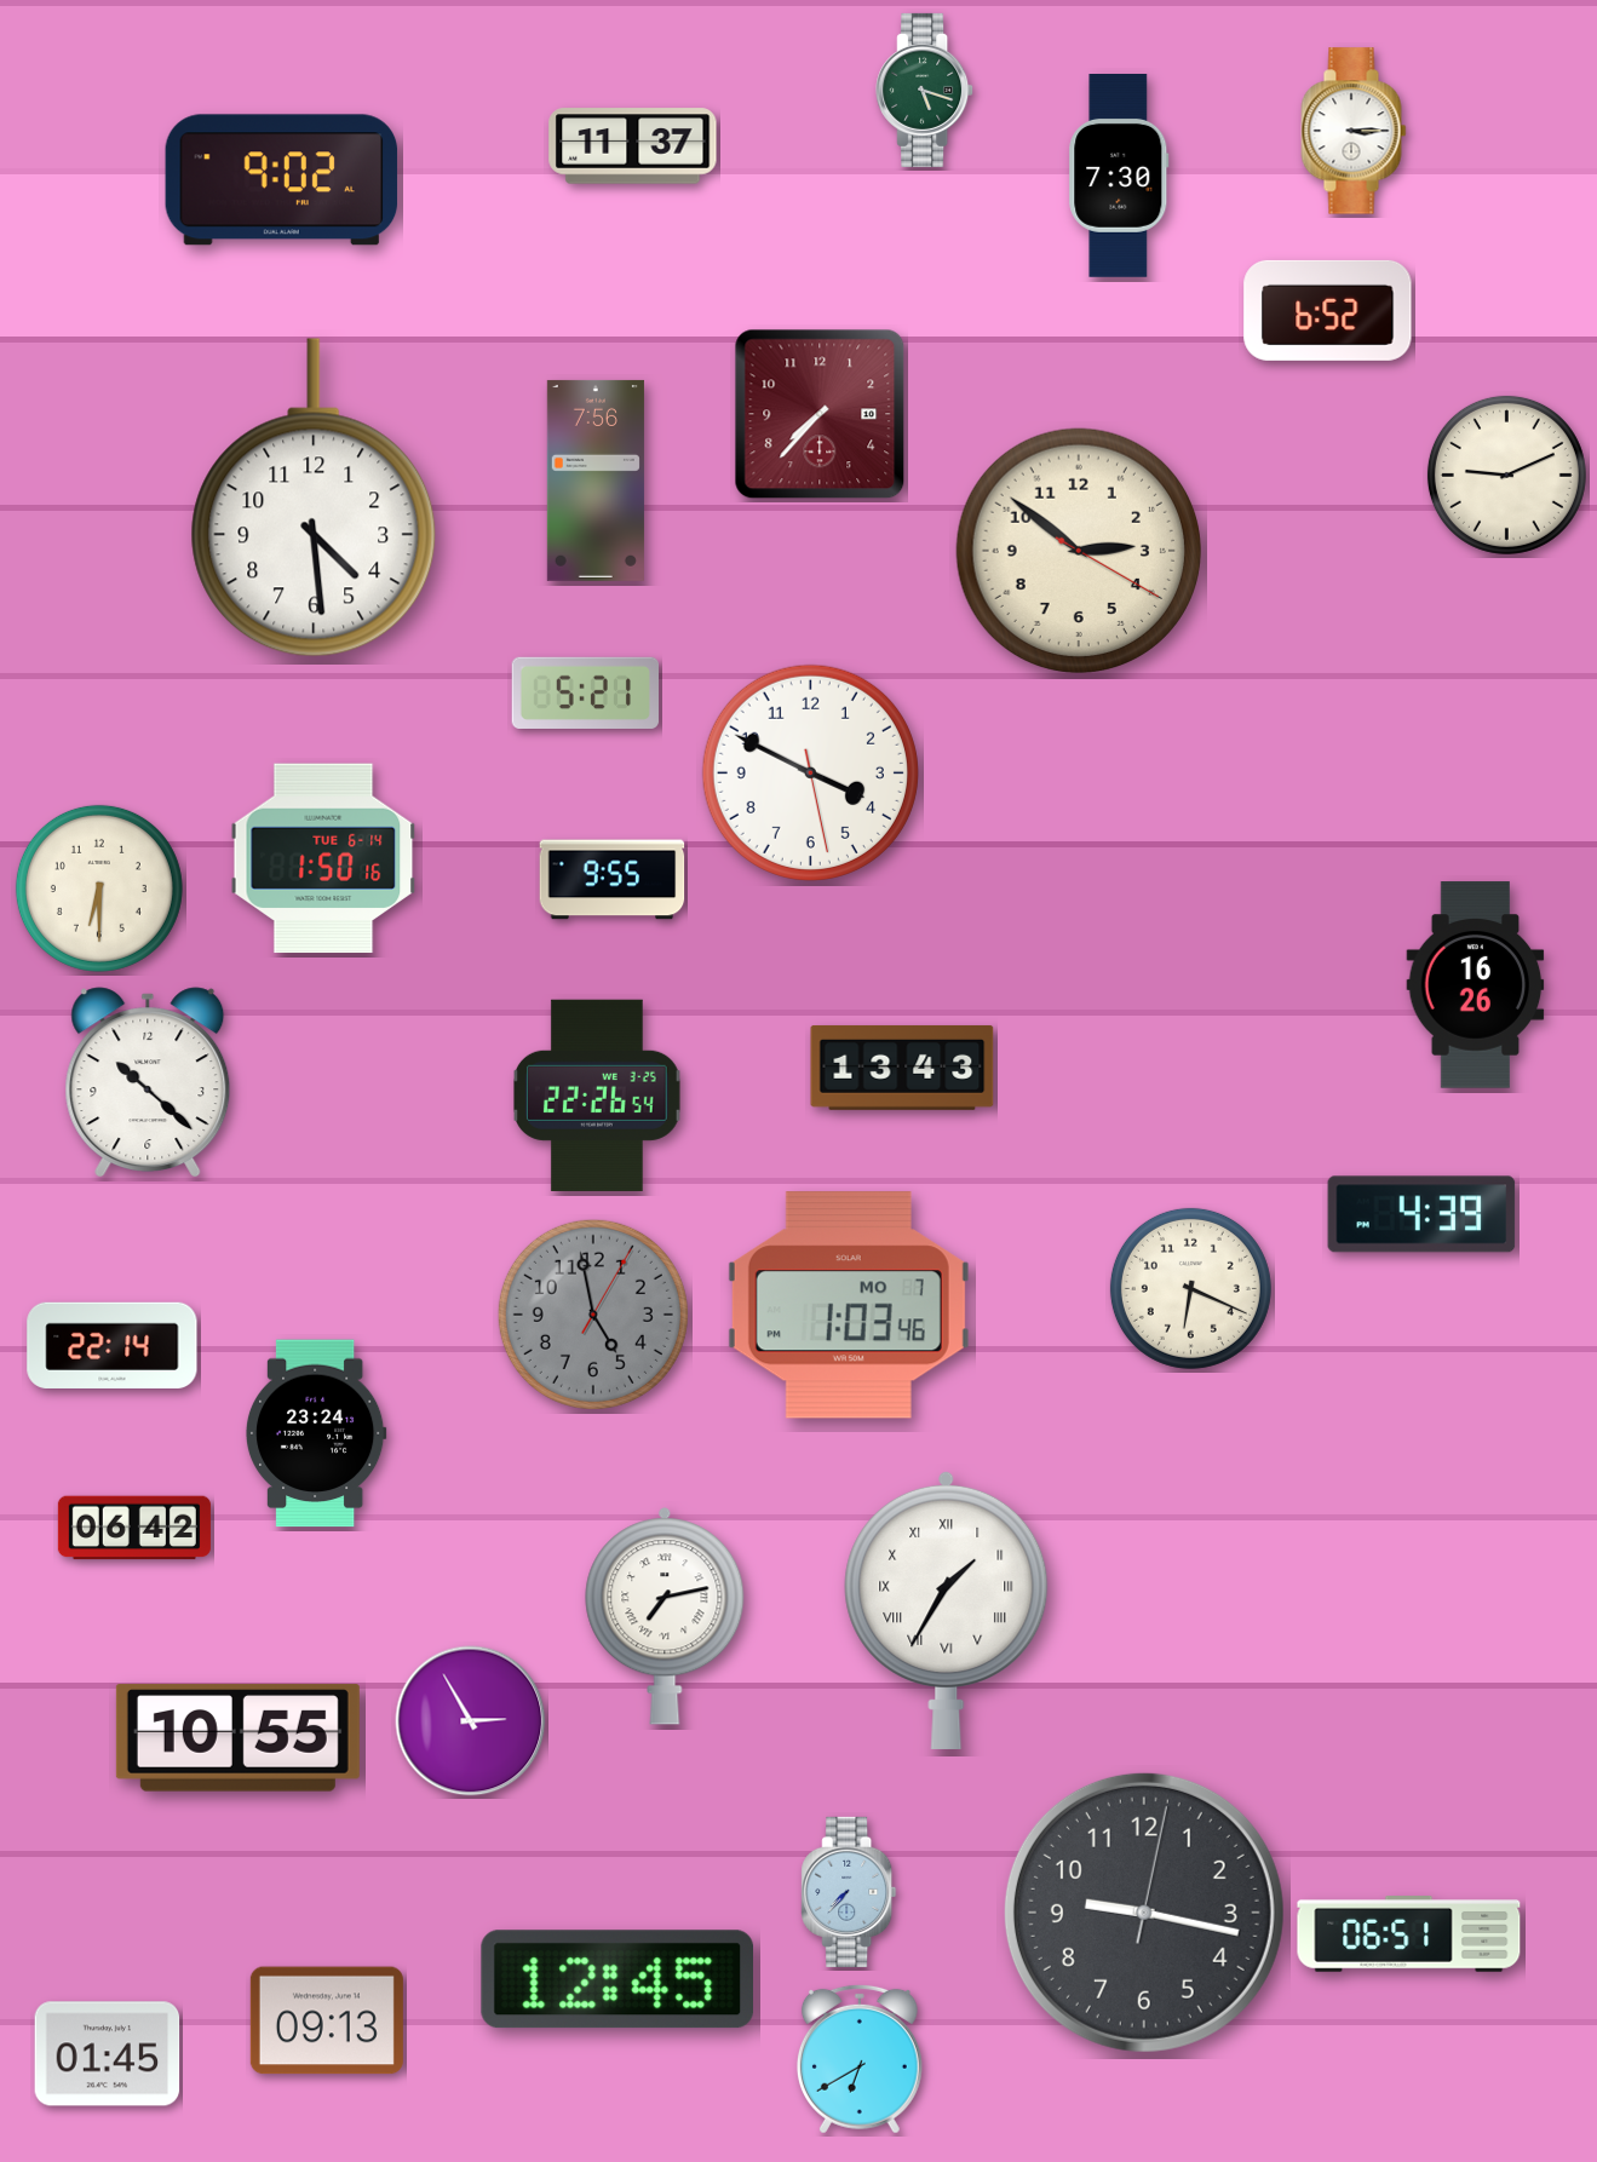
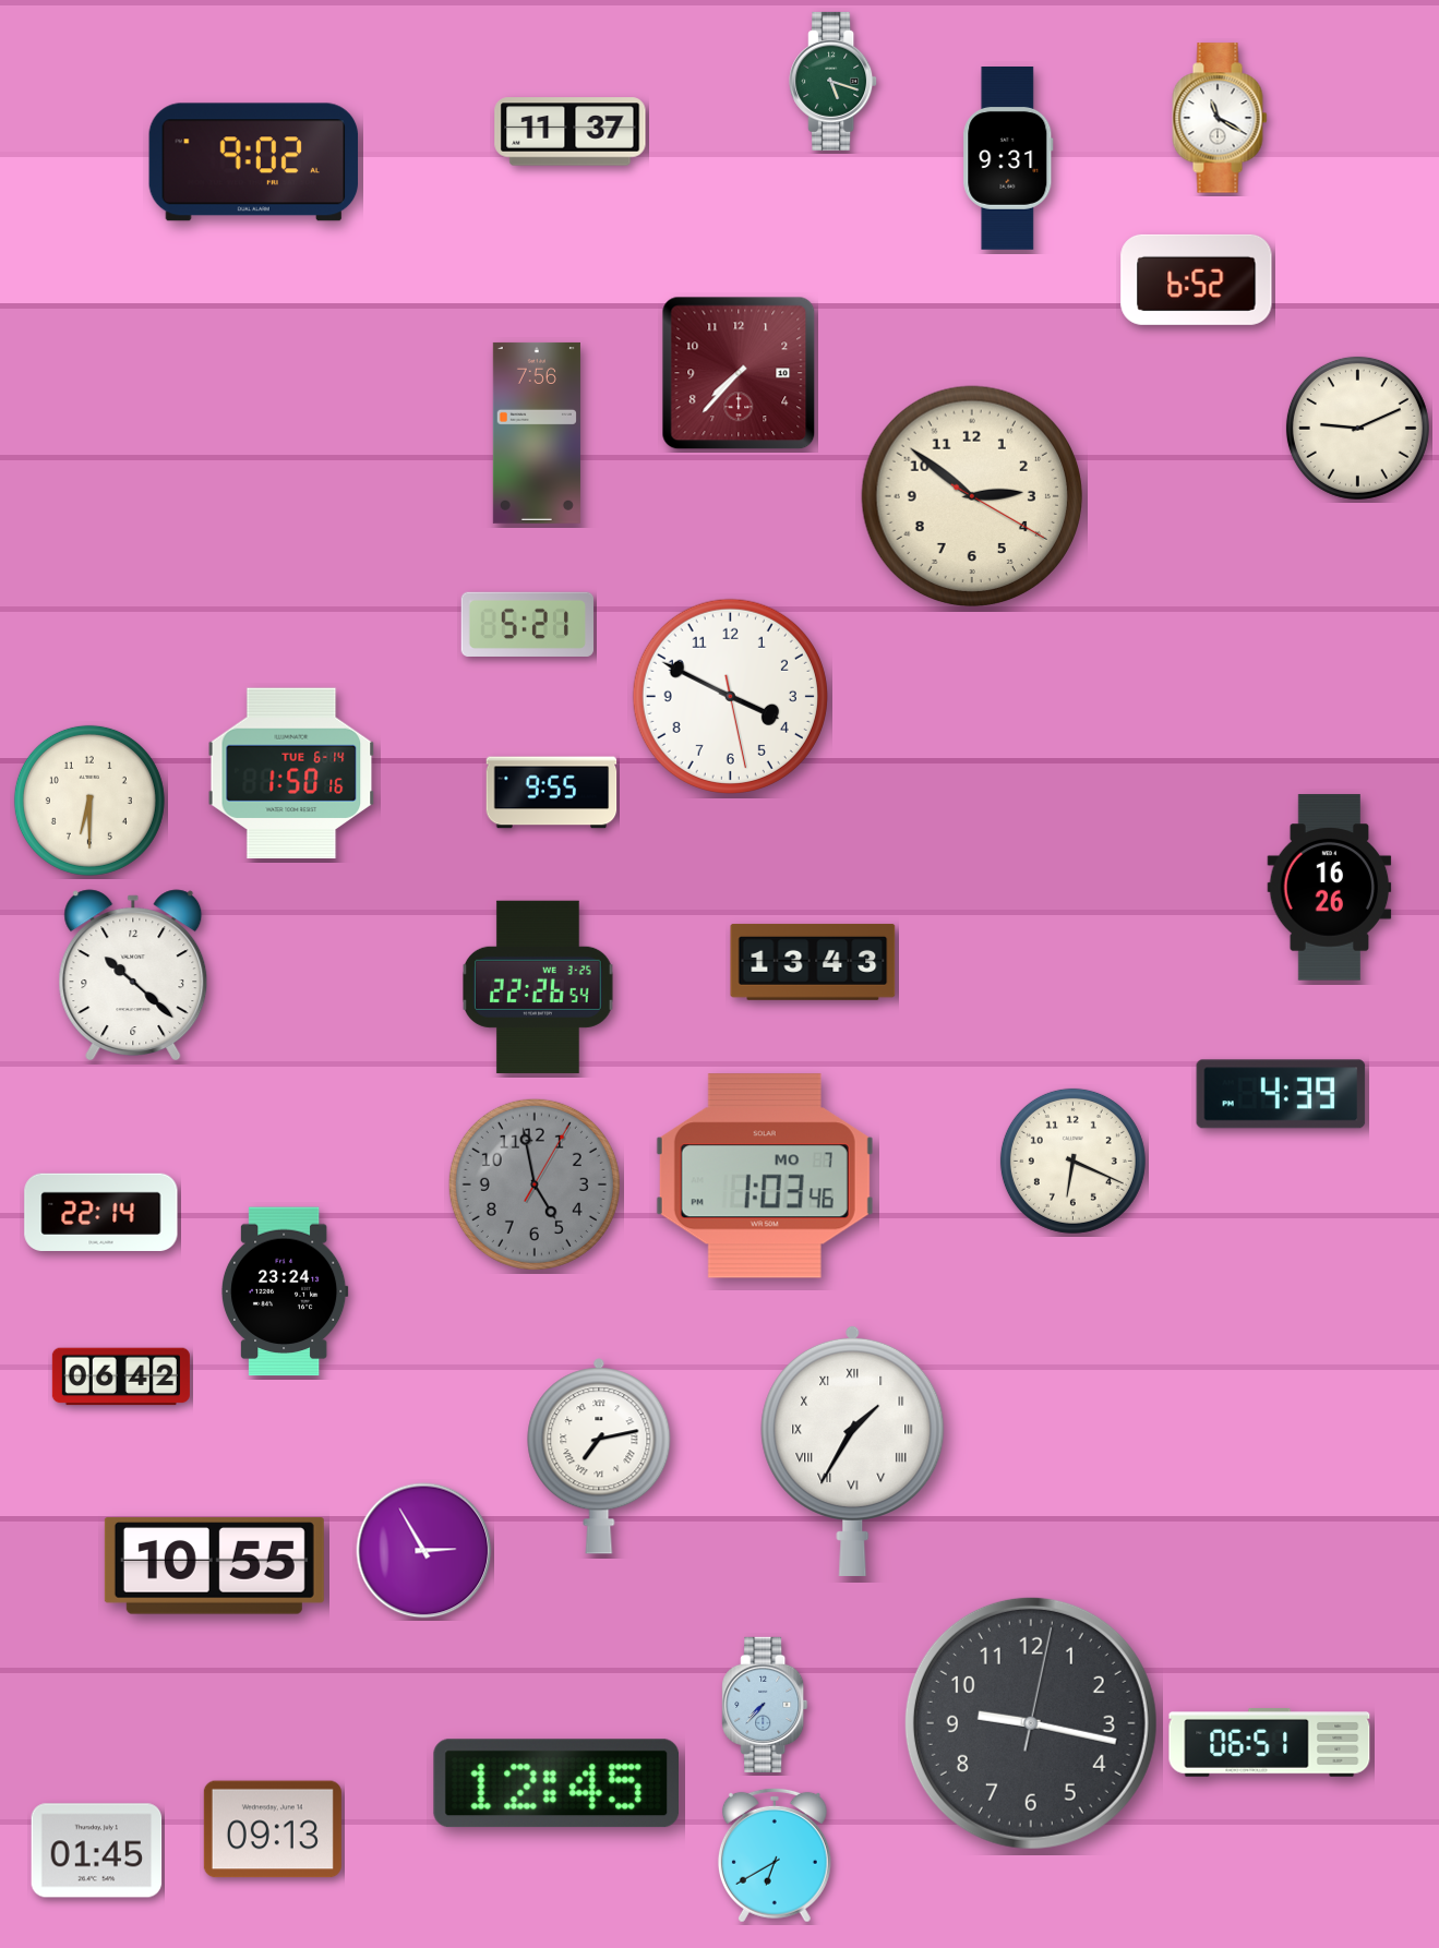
clock at (1354, 131): 3:15 -> 11:20
clock at (1119, 177): 7:30 -> 9:31
clock at (314, 498): 4:29 -> none
clock at (327, 2020) position: (327, 2020) -> (273, 1829)
